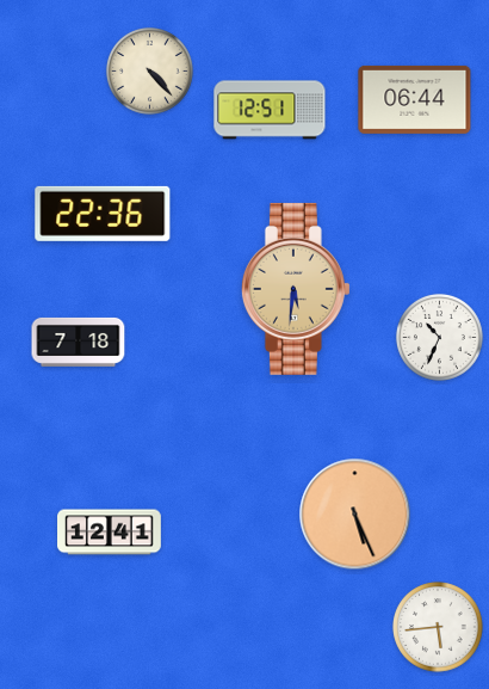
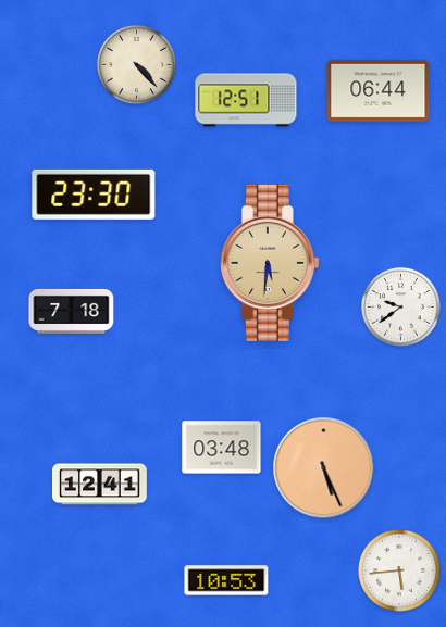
clock at (103, 214): 22:36 -> 23:30
clock at (439, 337): 10:34 -> 9:39
clock at (222, 448): none -> 03:48
clock at (226, 580): none -> 10:53
